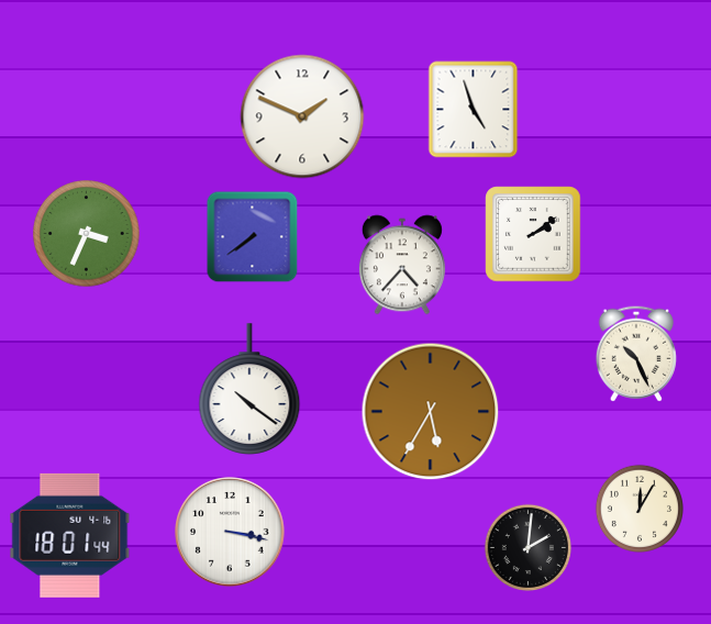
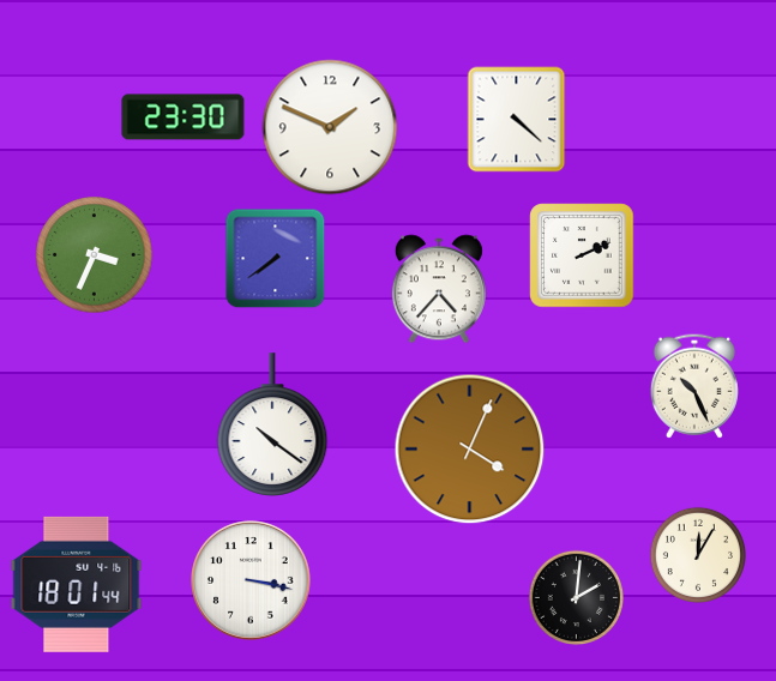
clock at (184, 117): none -> 23:30
clock at (474, 110): 4:57 -> 4:22
clock at (533, 234): 2:09 -> 2:11
clock at (431, 412): 5:35 -> 4:04
